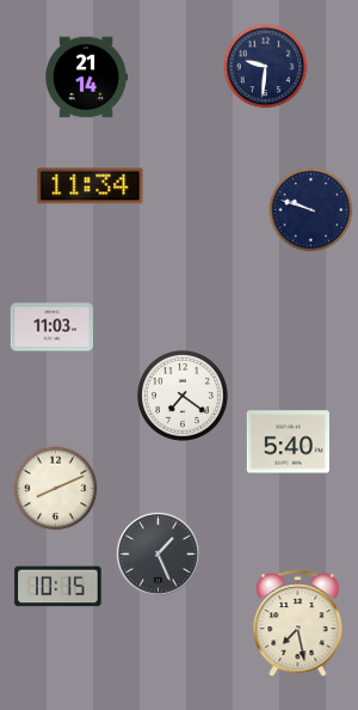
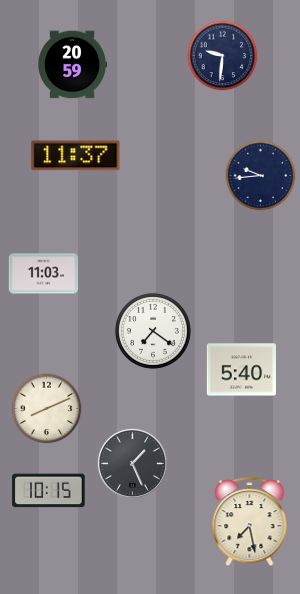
clock at (86, 78): 21:14 -> 20:59
clock at (91, 186): 11:34 -> 11:37
clock at (311, 210): 9:48 -> 9:44
